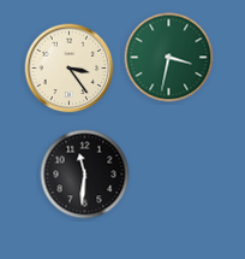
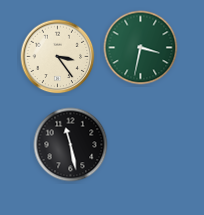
clock at (85, 175): 11:31 -> 11:28
